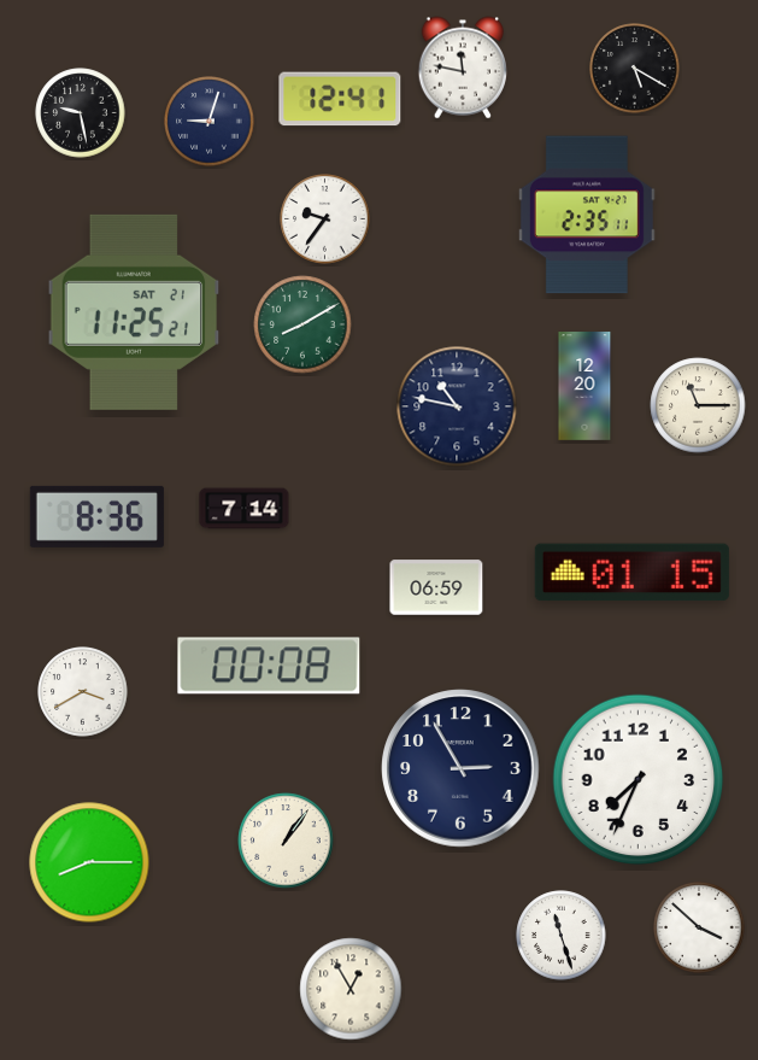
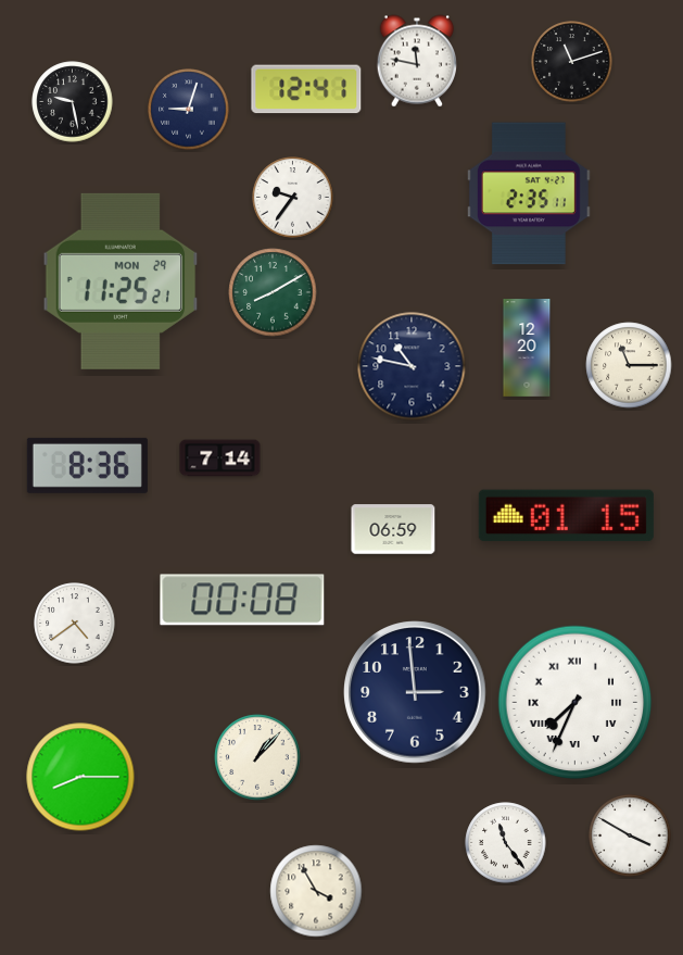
clock at (635, 69): 5:20 -> 11:12
clock at (134, 312) date: SAT 21 -> MON 29
clock at (631, 573) position: (631, 573) -> (566, 516)
clock at (83, 692): 3:40 -> 4:39
clock at (460, 768): 2:55 -> 2:59
clock at (639, 780) numerals: Arabic -> Roman
clock at (286, 841): 1:06 -> 1:07
clock at (699, 927): 3:52 -> 3:50
clock at (562, 936): 11:27 -> 11:24
clock at (351, 989): 12:55 -> 3:55
